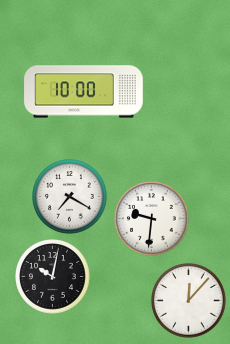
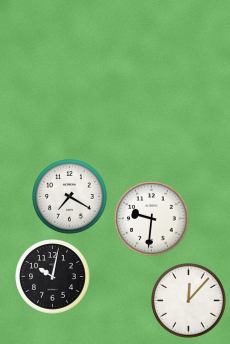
clock at (84, 92): 10:00 -> none
